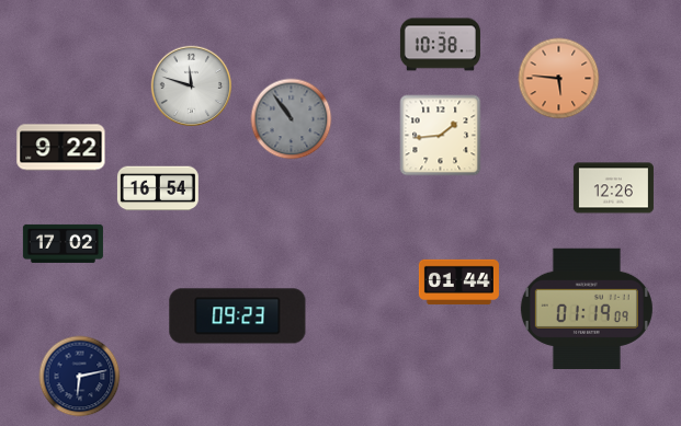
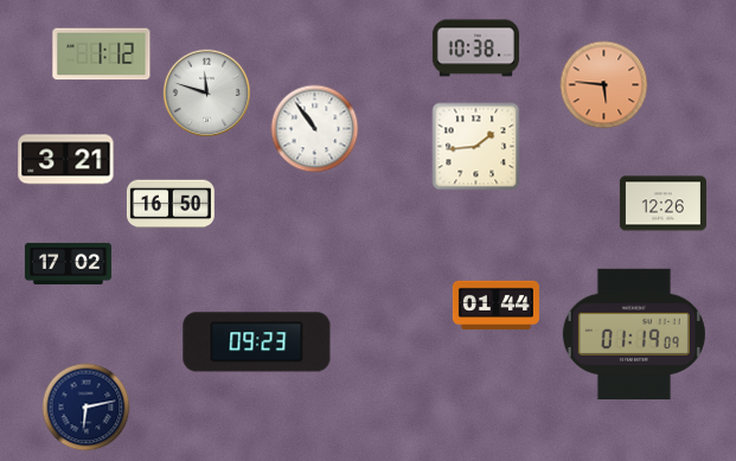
clock at (102, 55): none -> 1:12
clock at (292, 119) dial: grey -> white
clock at (61, 148): 9:22 -> 3:21
clock at (158, 188): 16:54 -> 16:50
